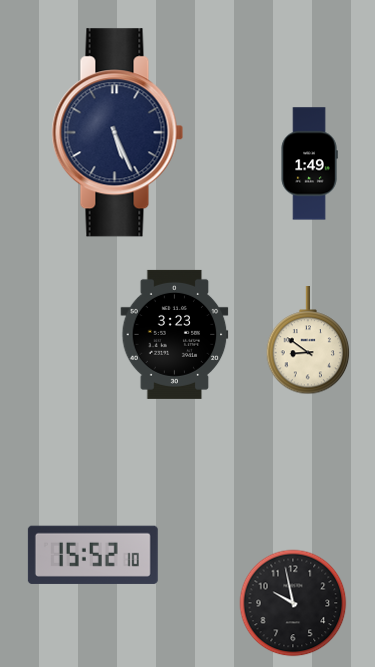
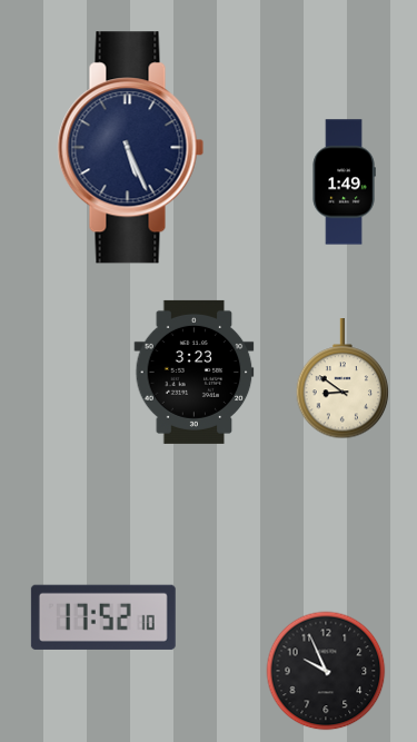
clock at (93, 555): 15:52 -> 17:52
clock at (293, 603): 9:58 -> 9:56
